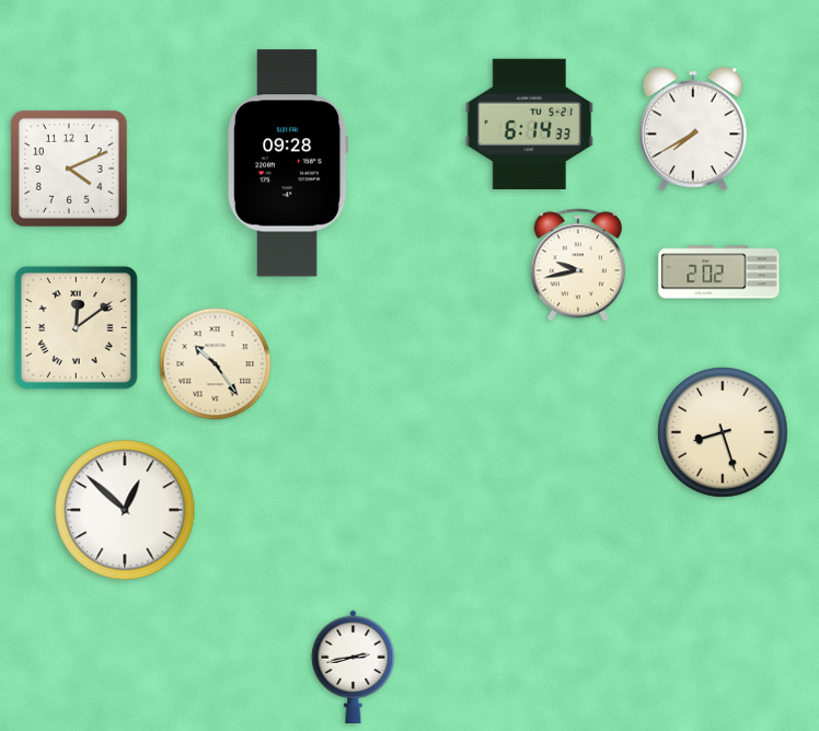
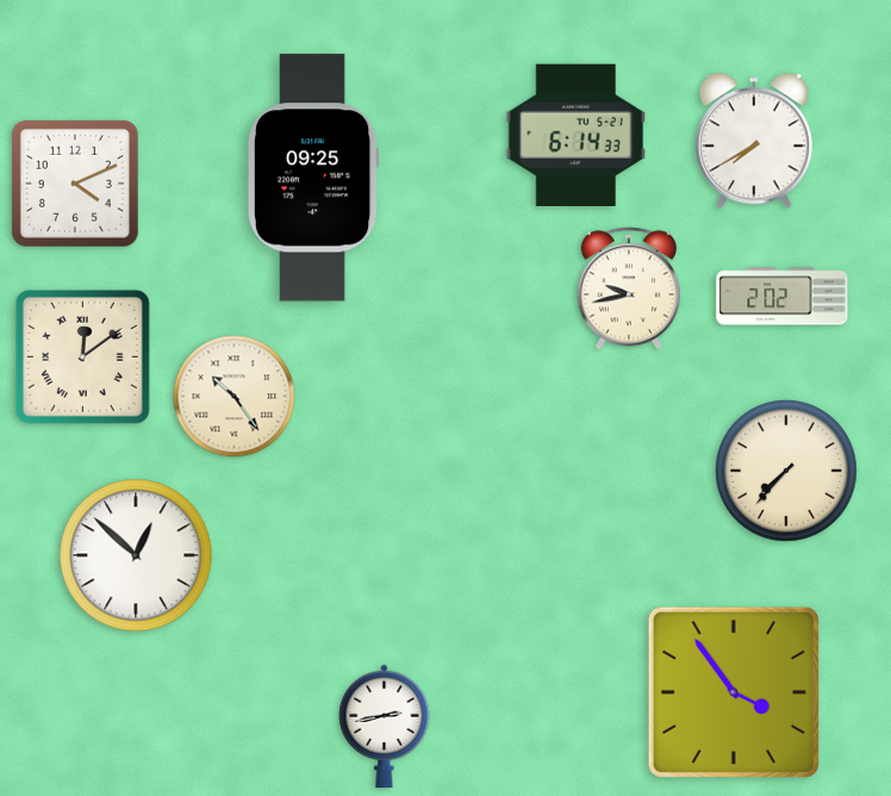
clock at (289, 163): 09:28 -> 09:25
clock at (724, 433): 8:27 -> 7:37
clock at (734, 692): none -> 3:54
